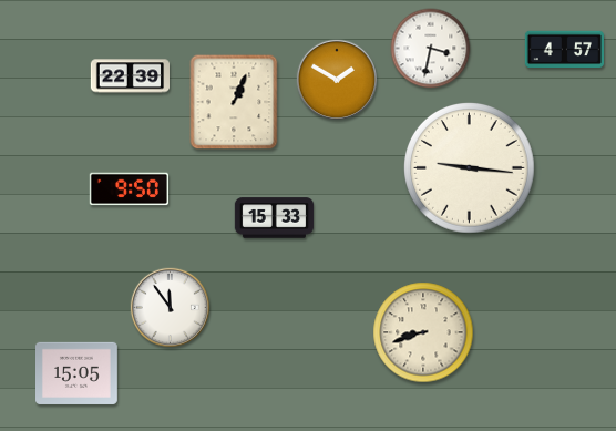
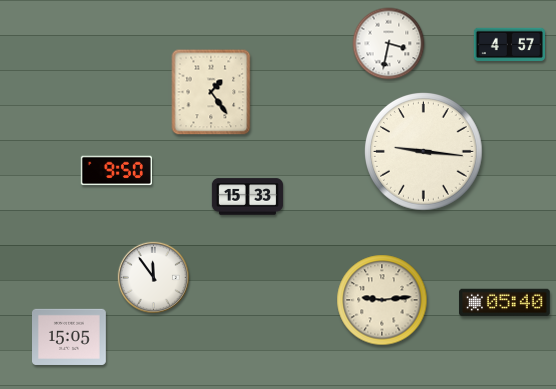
clock at (130, 76): 22:39 -> none
clock at (336, 79): 1:50 -> none
clock at (234, 102): 1:04 -> 1:24
clock at (423, 332): 8:42 -> 9:14
clock at (505, 303): none -> 05:40
